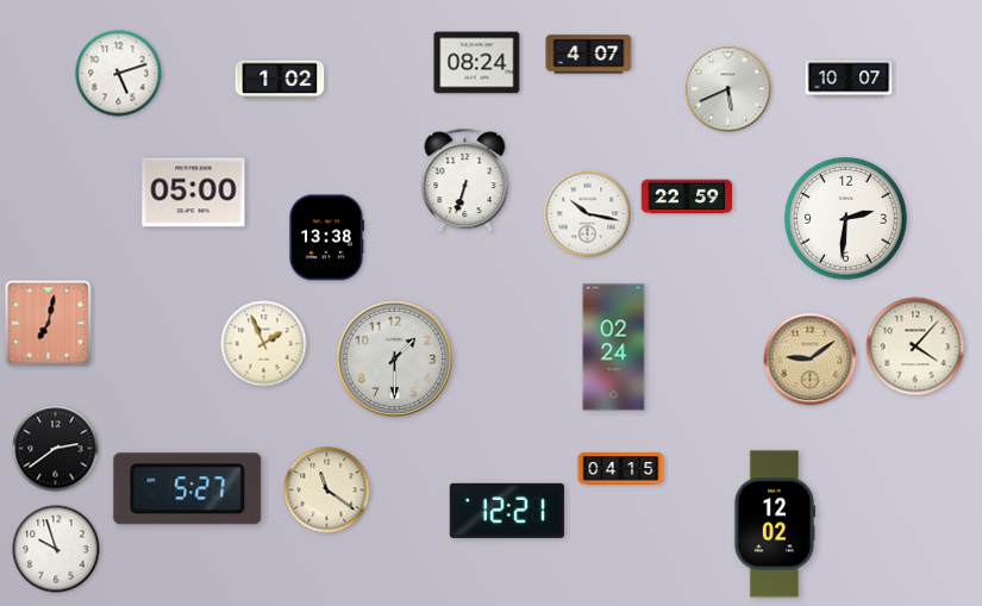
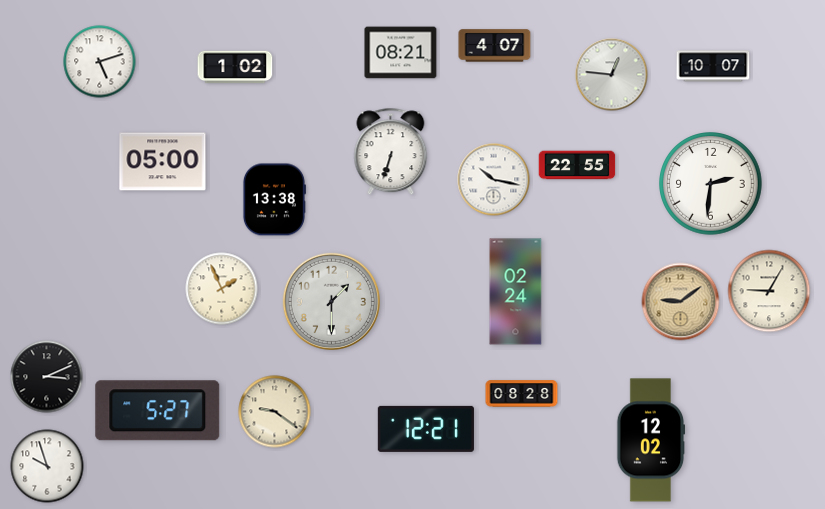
clock at (477, 63): 08:24 -> 08:21
clock at (728, 89): 5:41 -> 12:46
clock at (687, 196): 22:59 -> 22:55
clock at (49, 324): 7:02 -> none
clock at (915, 346): 4:07 -> 9:05
clock at (56, 449): 2:39 -> 3:11
clock at (621, 469): 04:15 -> 08:28
clock at (327, 491): 11:21 -> 9:21
clock at (56, 549) position: (56, 549) -> (47, 466)
